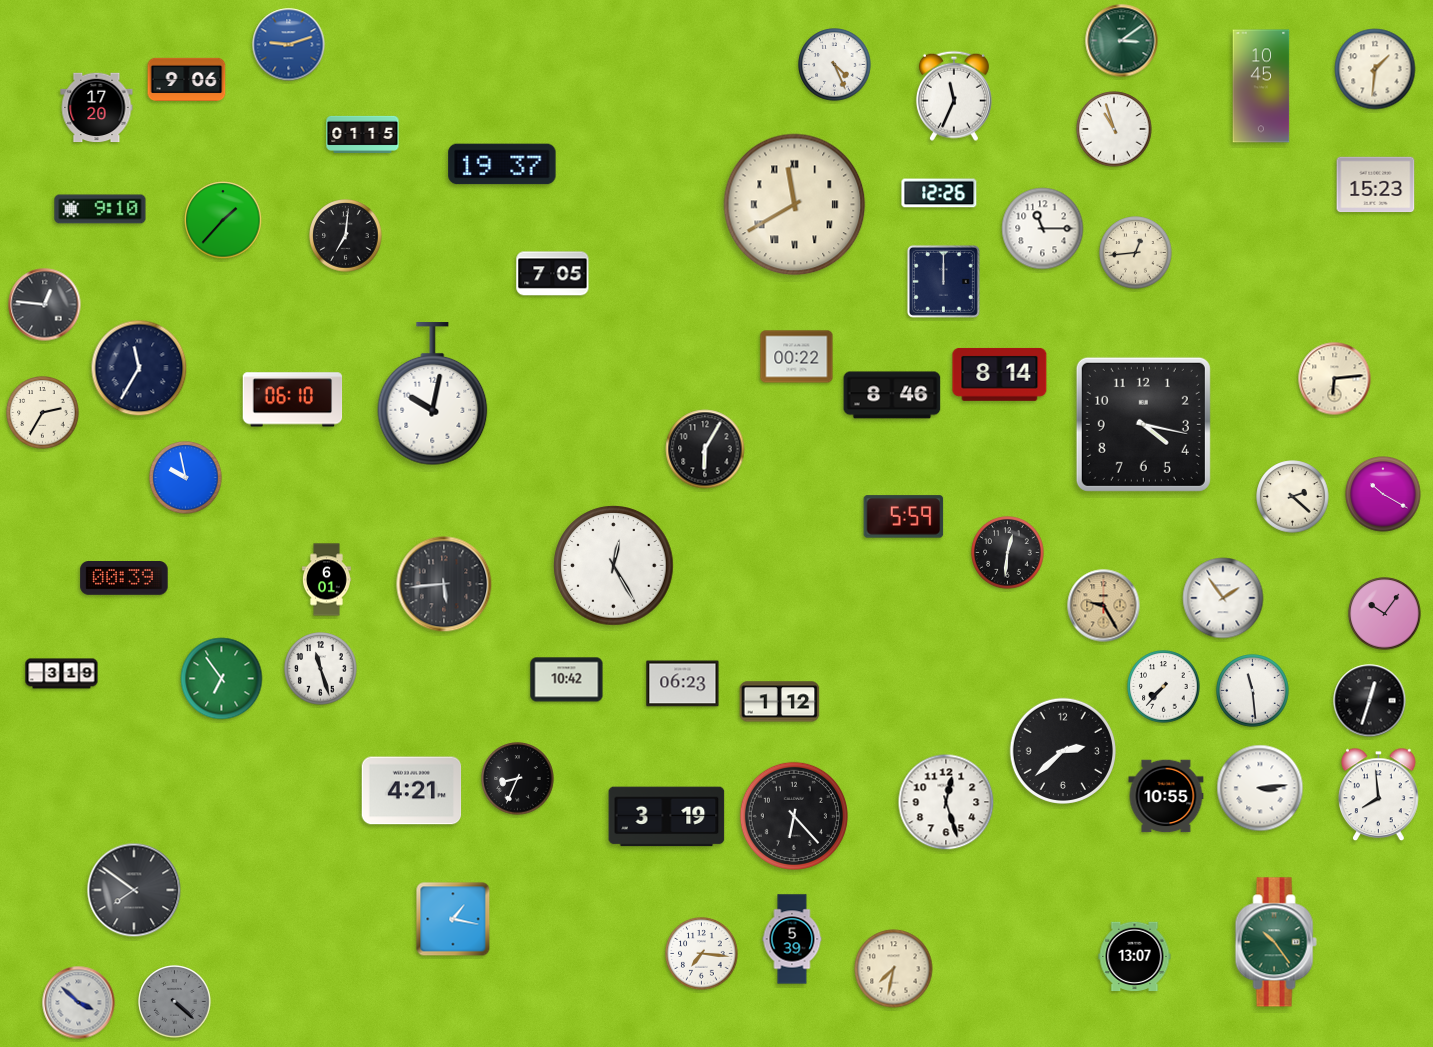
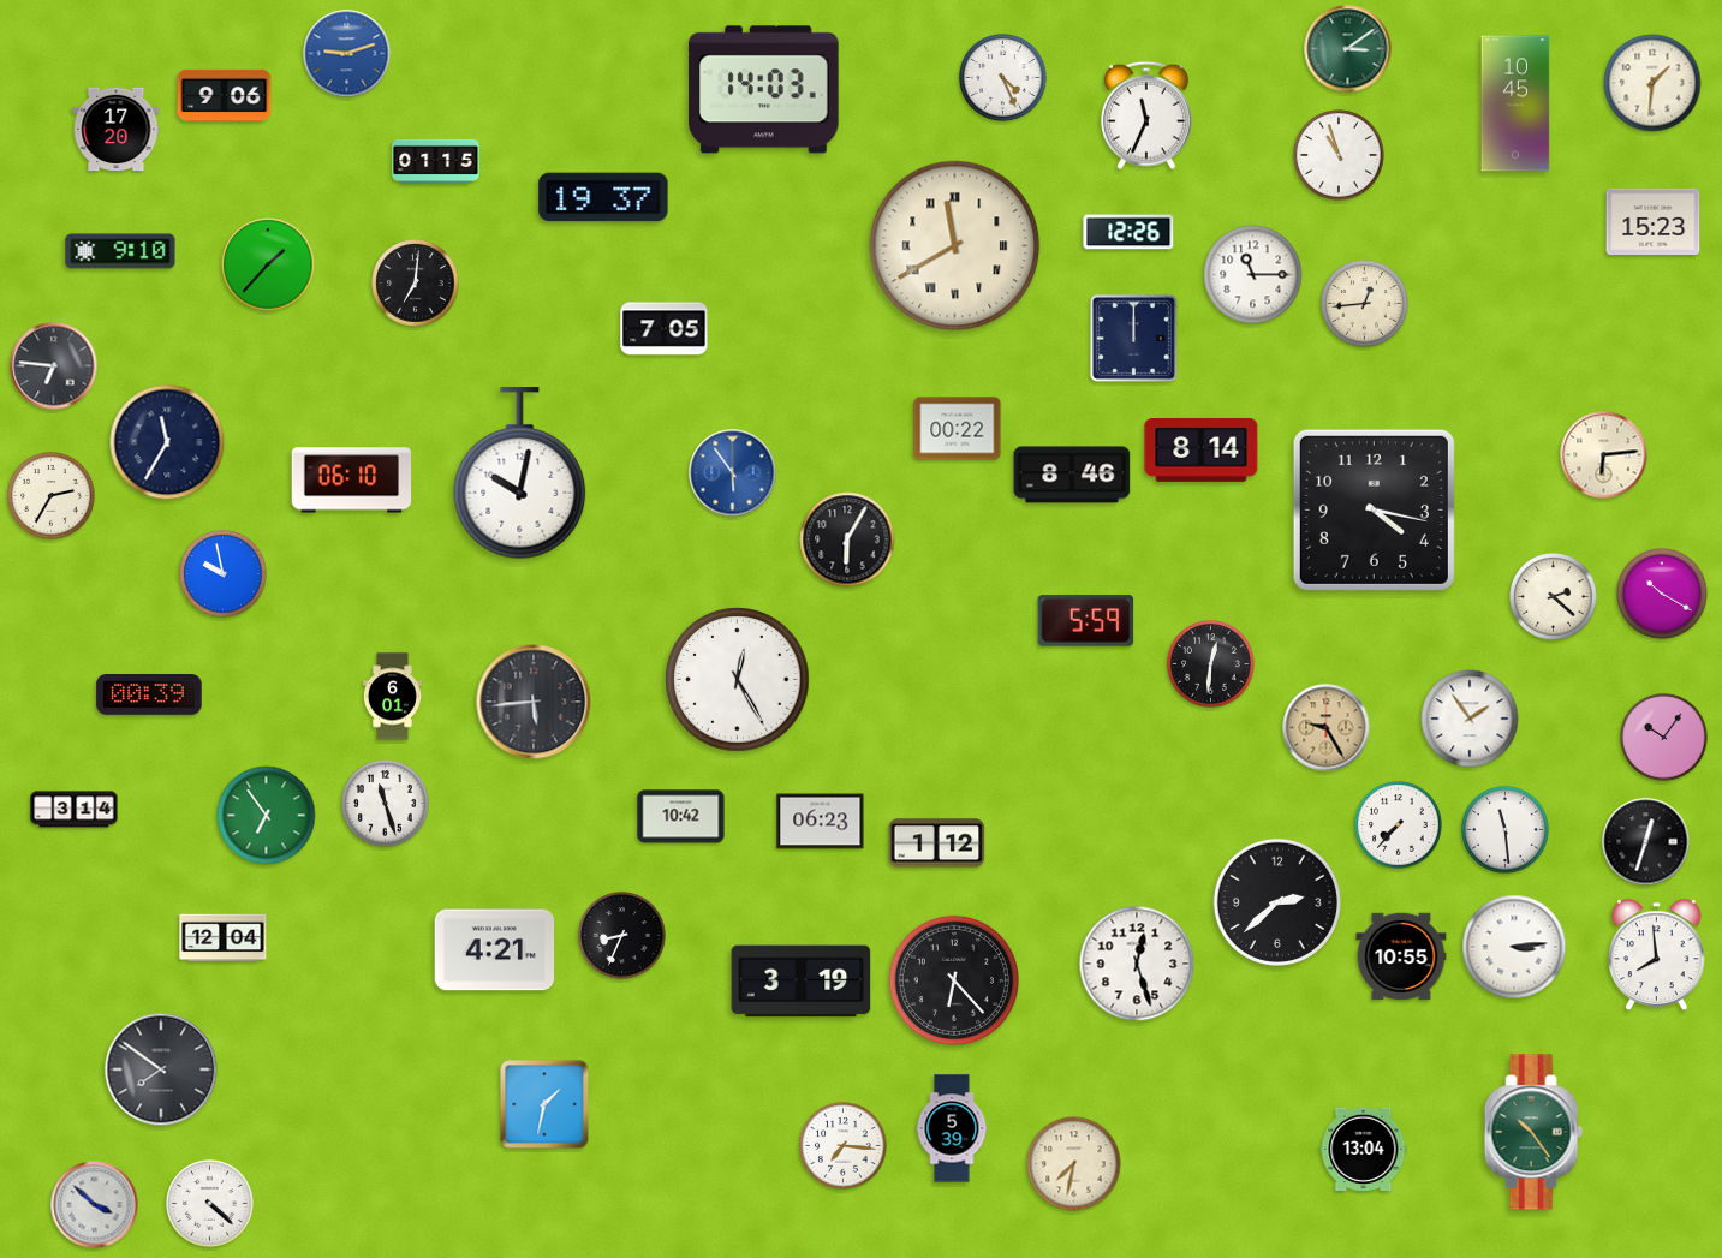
clock at (764, 90): none -> 14:03
clock at (45, 305): 12:46 -> 6:46
clock at (733, 473): none -> 5:54
clock at (62, 674): 3:19 -> 3:14
clock at (224, 938): none -> 12:04
clock at (453, 919): 1:17 -> 1:32
clock at (1135, 957): 13:07 -> 13:04
clock at (175, 1002) dial: grey -> white
